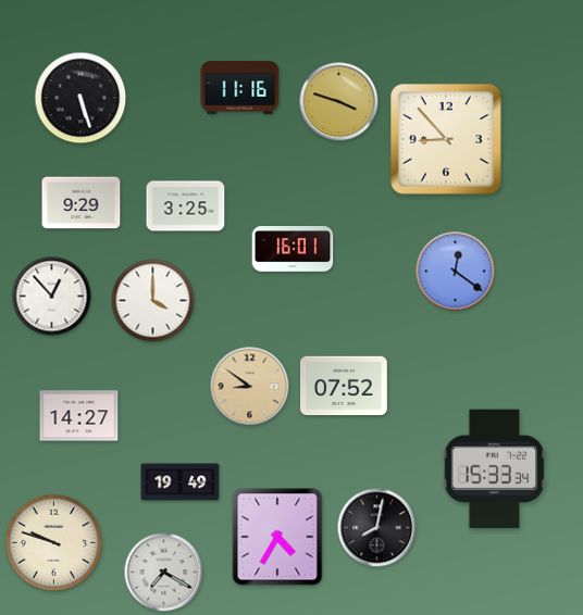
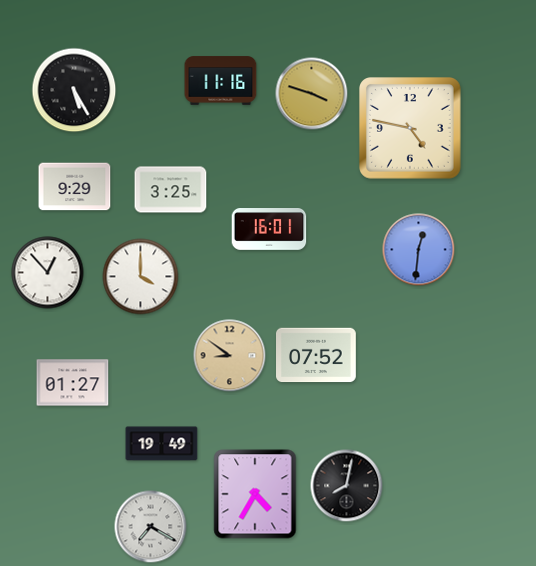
clock at (80, 98): 5:27 -> 5:25
clock at (447, 140): 8:53 -> 4:47
clock at (456, 272): 12:21 -> 12:31
clock at (79, 416): 14:27 -> 01:27
clock at (495, 469): 15:33 -> none
clock at (181, 482) position: (181, 482) -> (162, 444)
clock at (54, 543): 9:48 -> none
